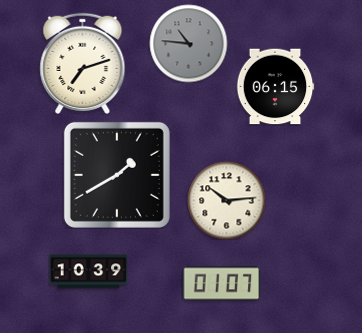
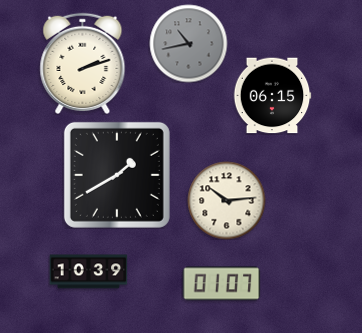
clock at (188, 43): 10:46 -> 10:43
clock at (83, 63): 7:12 -> 2:12
clock at (275, 87) position: (275, 87) -> (272, 96)
